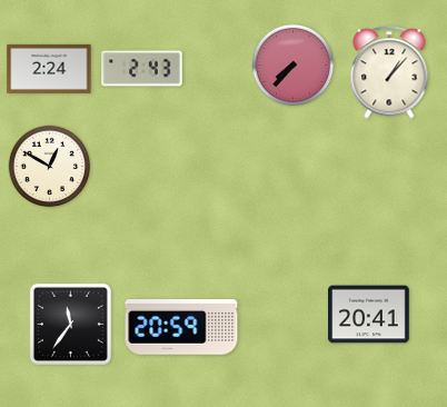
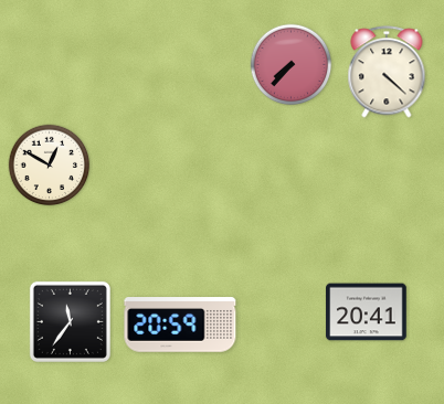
clock at (49, 69): 2:24 -> none
clock at (142, 69): 2:43 -> none
clock at (389, 72): 1:07 -> 4:22
